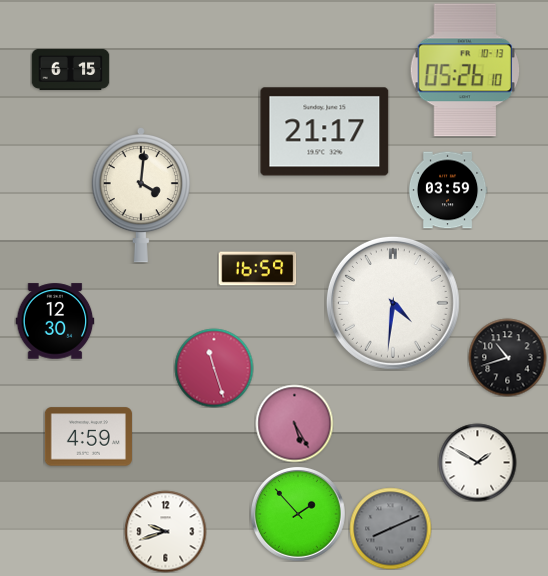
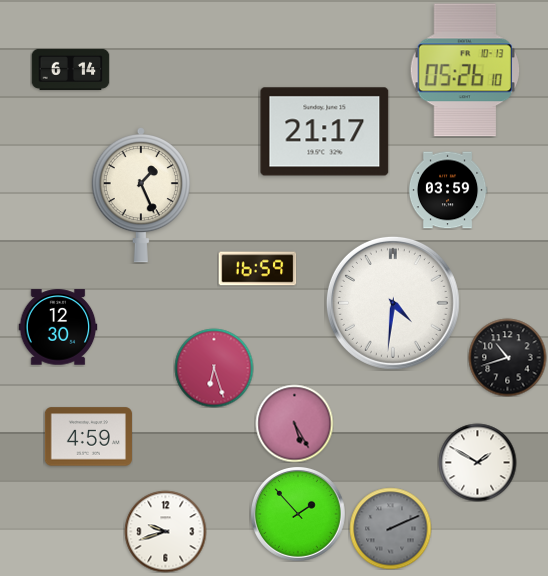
clock at (70, 69): 6:15 -> 6:14
clock at (141, 196): 4:01 -> 1:26
clock at (55, 321) position: (55, 321) -> (58, 327)
clock at (214, 368): 11:27 -> 6:27
clock at (390, 528): 8:11 -> 2:11
